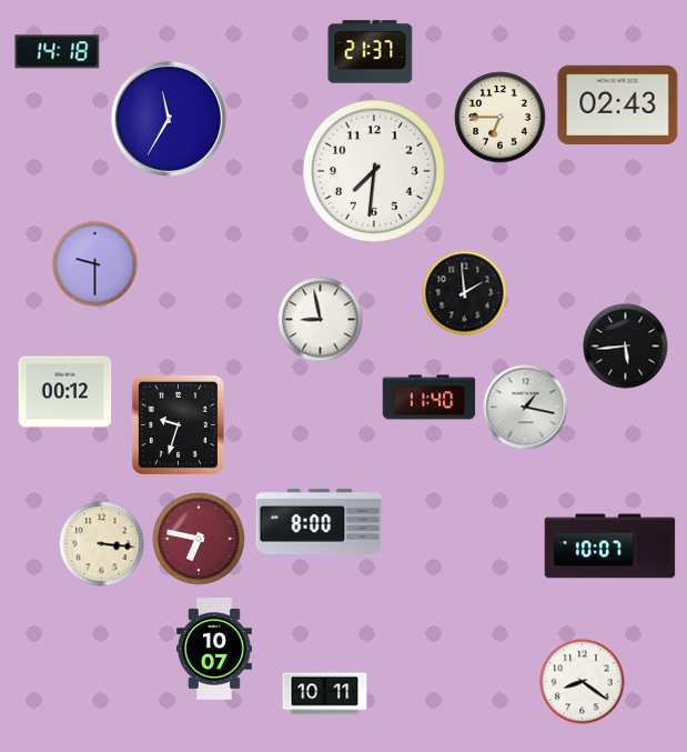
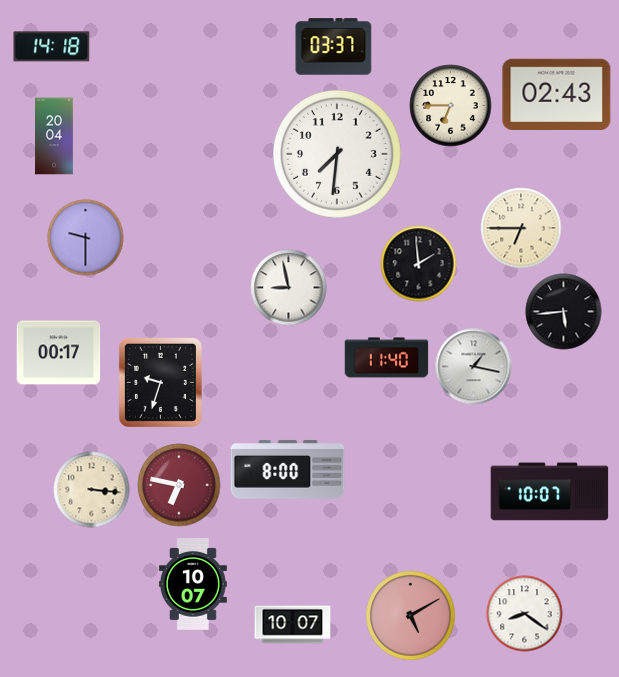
clock at (371, 52): 21:37 -> 03:37
clock at (169, 119): 11:35 -> none
clock at (54, 136): none -> 20:04
clock at (521, 228): none -> 6:45
clock at (65, 392): 00:12 -> 00:17
clock at (411, 616): none -> 5:10
clock at (325, 694): 10:11 -> 10:07
